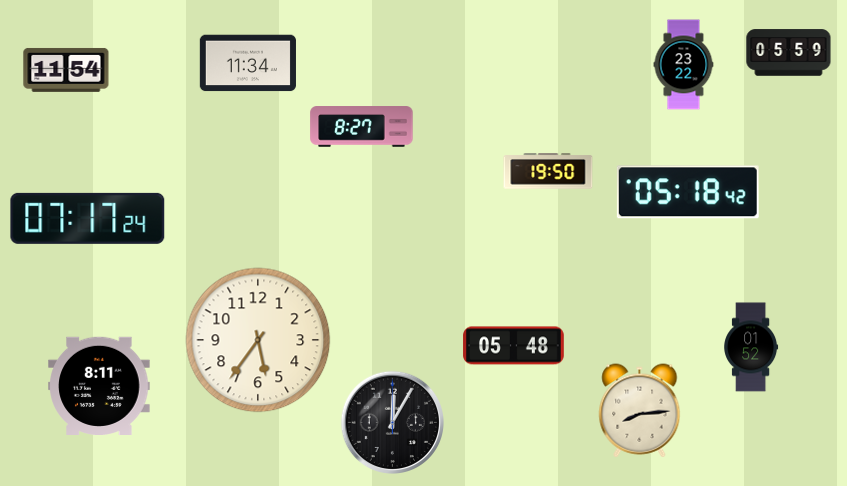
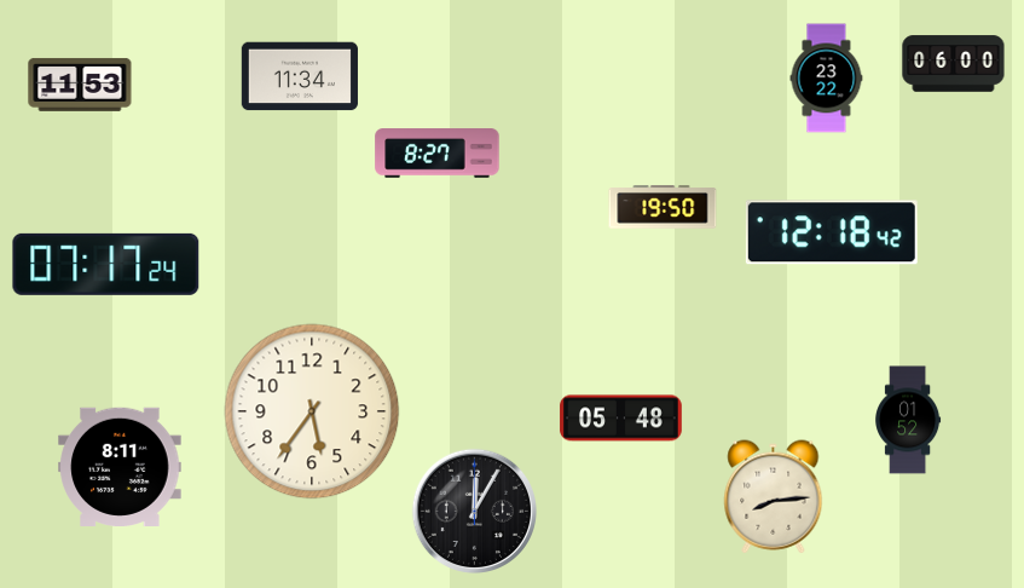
clock at (789, 53): 05:59 -> 06:00
clock at (66, 70): 11:54 -> 11:53
clock at (688, 192): 05:18 -> 12:18
